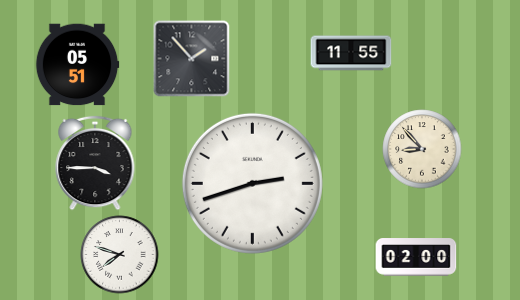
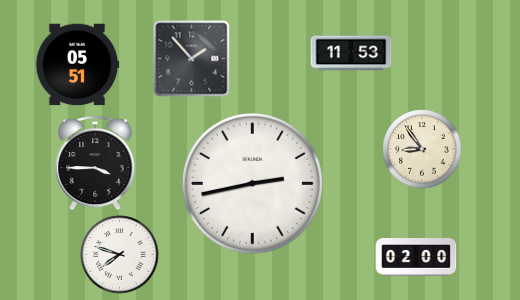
clock at (351, 53): 11:55 -> 11:53
clock at (422, 149): 8:53 -> 8:54
clock at (252, 183): 2:42 -> 2:43
